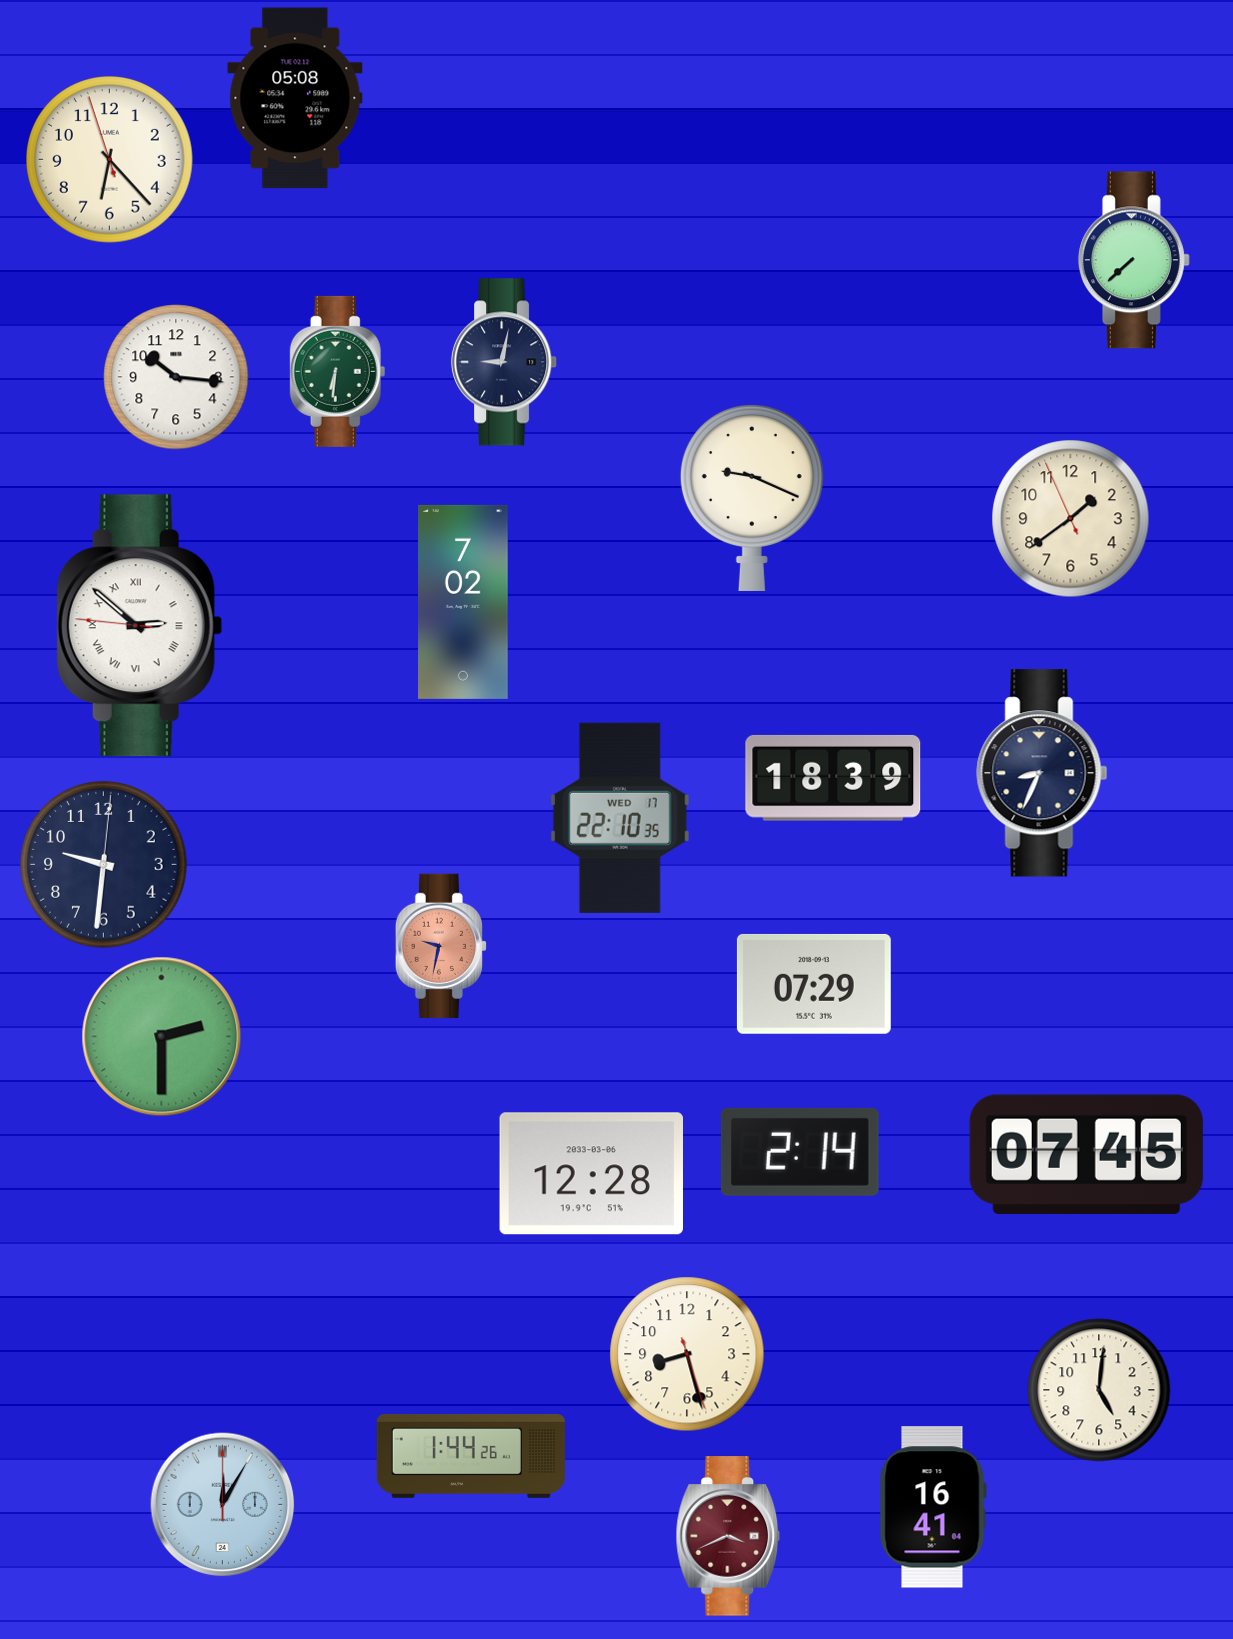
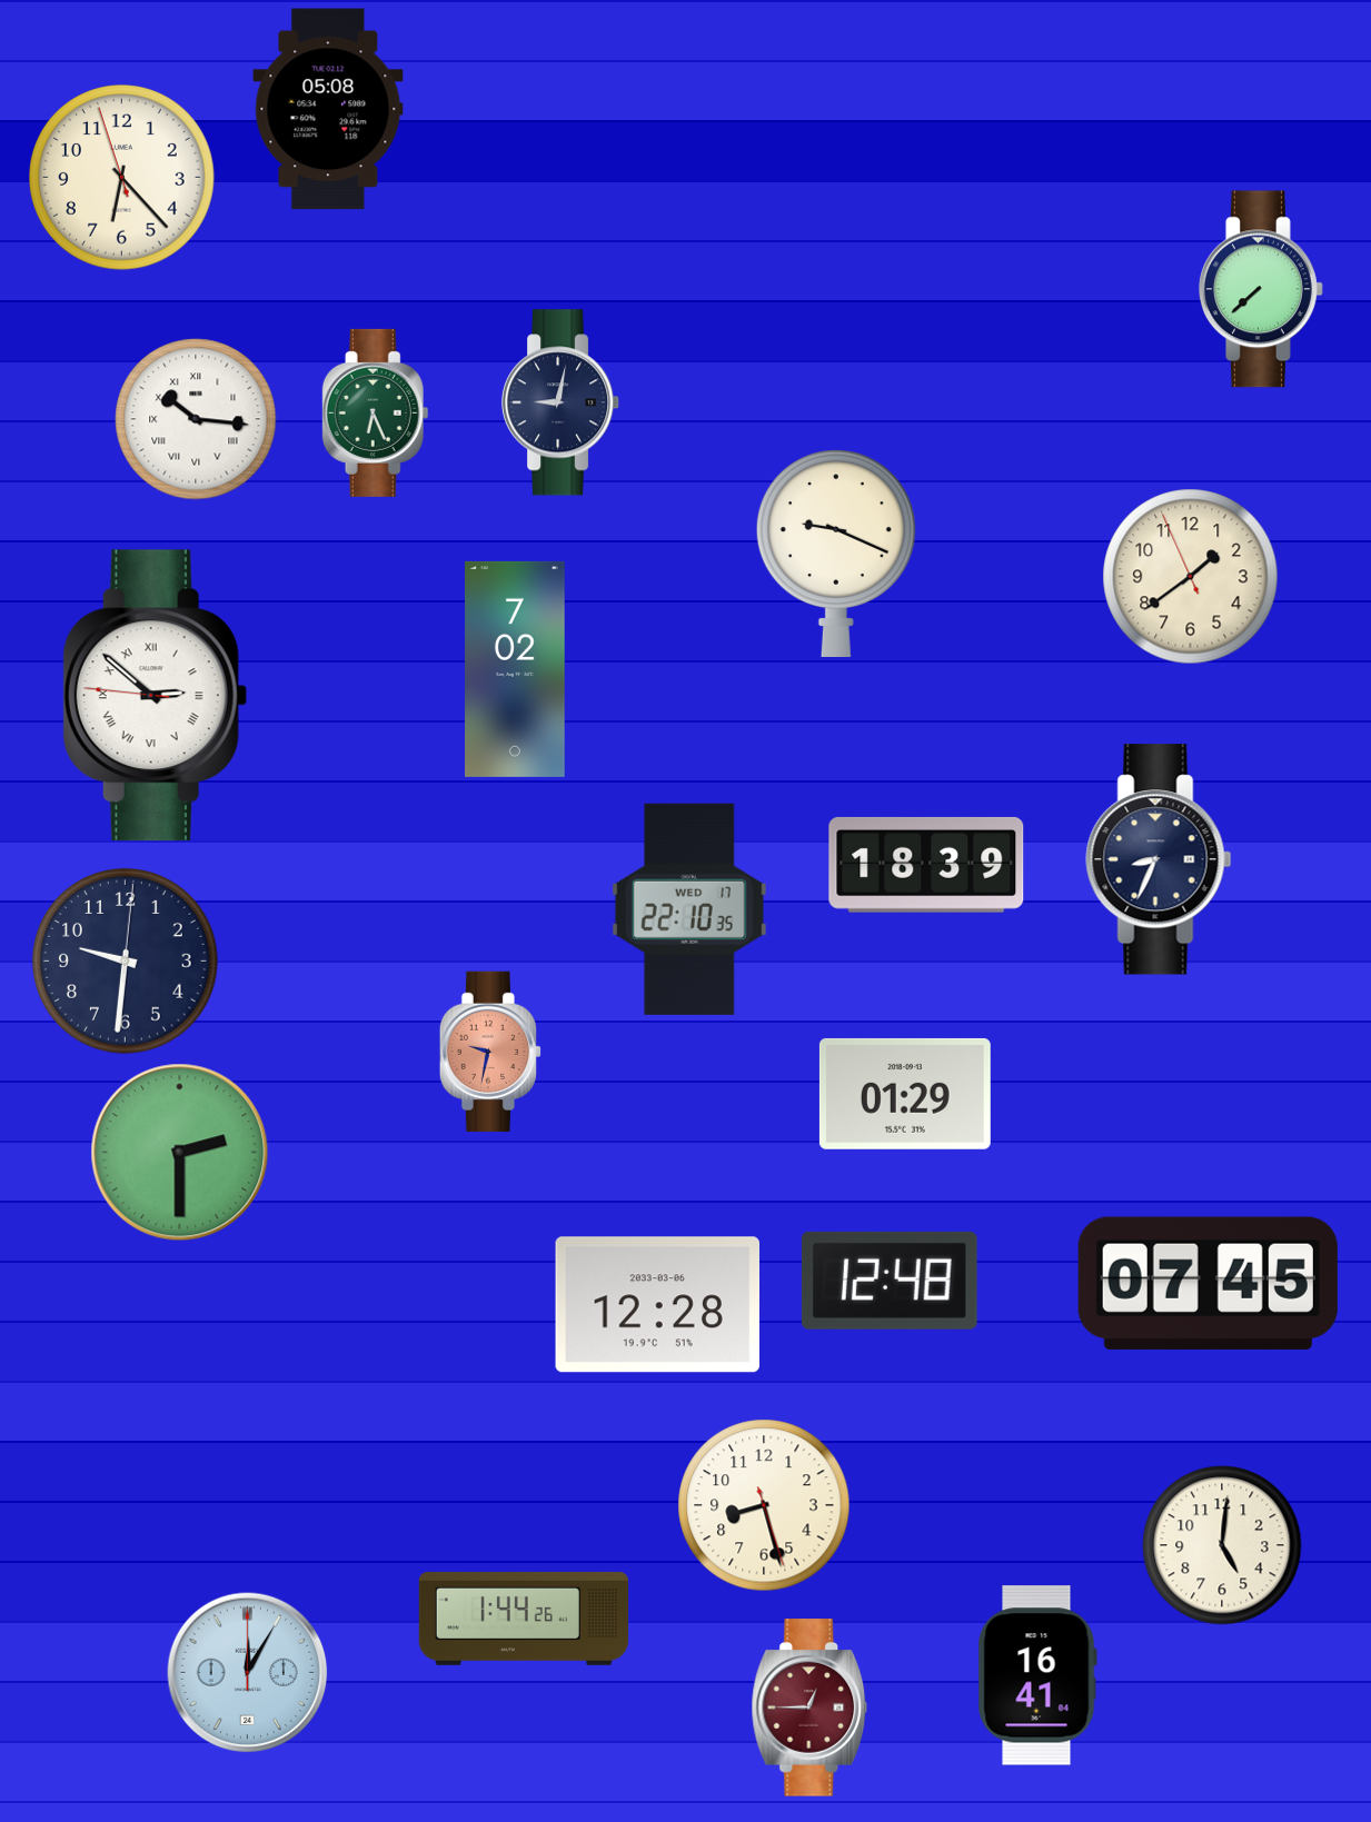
clock at (338, 371): 6:31 -> 6:26
clock at (176, 377) numerals: Arabic -> Roman
clock at (104, 865) position: (104, 865) -> (126, 962)
clock at (814, 984): 07:29 -> 01:29
clock at (800, 1152): 2:14 -> 12:48
clock at (728, 1536): 3:41 -> 12:45
